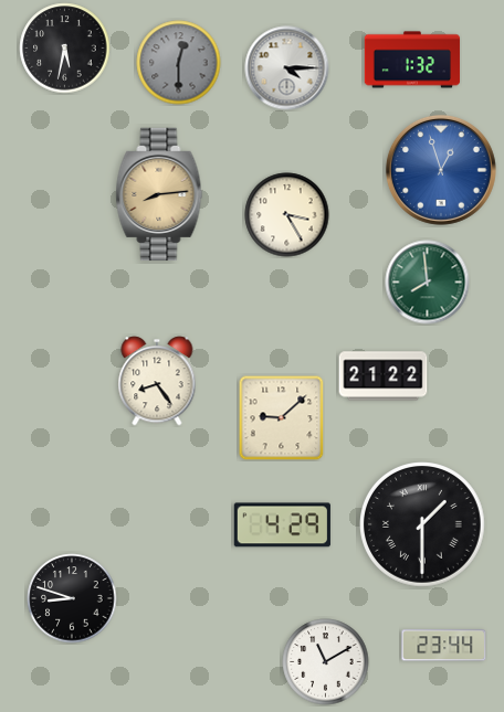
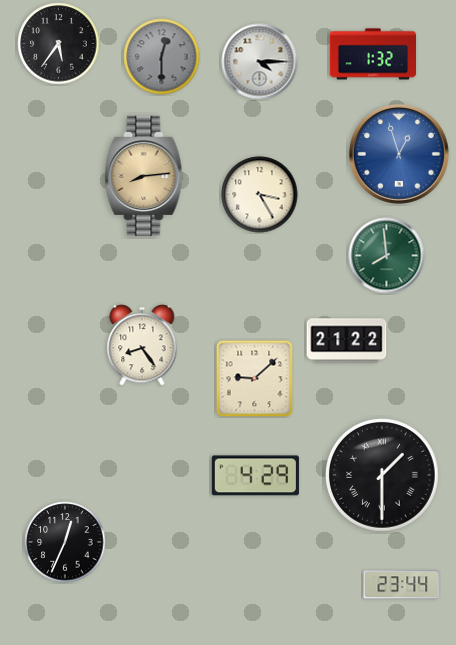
clock at (65, 49): 5:32 -> 5:36
clock at (72, 598): 8:48 -> 12:34
clock at (326, 662): 11:10 -> none
